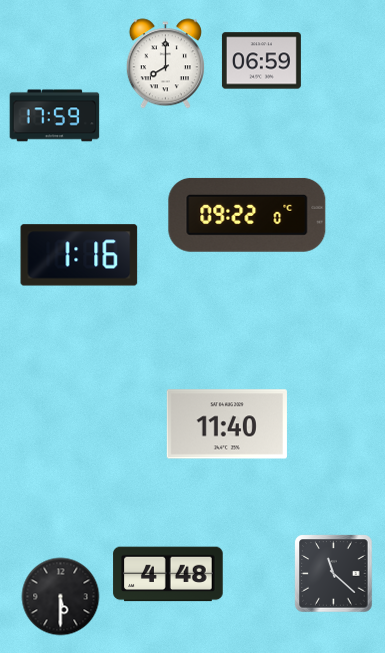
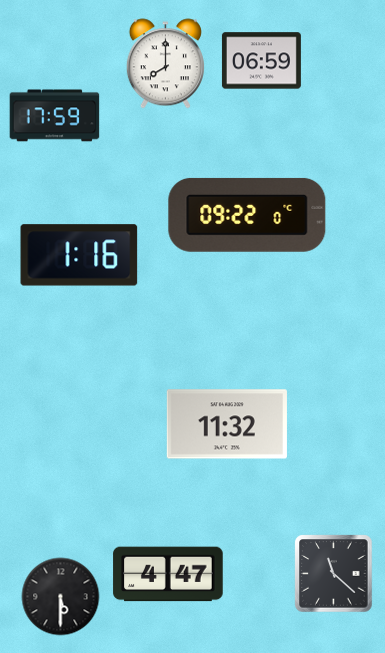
clock at (227, 424): 11:40 -> 11:32
clock at (168, 574): 4:48 -> 4:47
